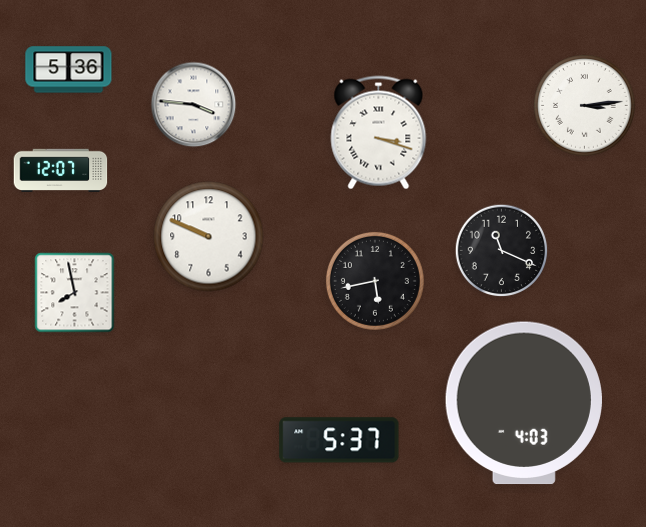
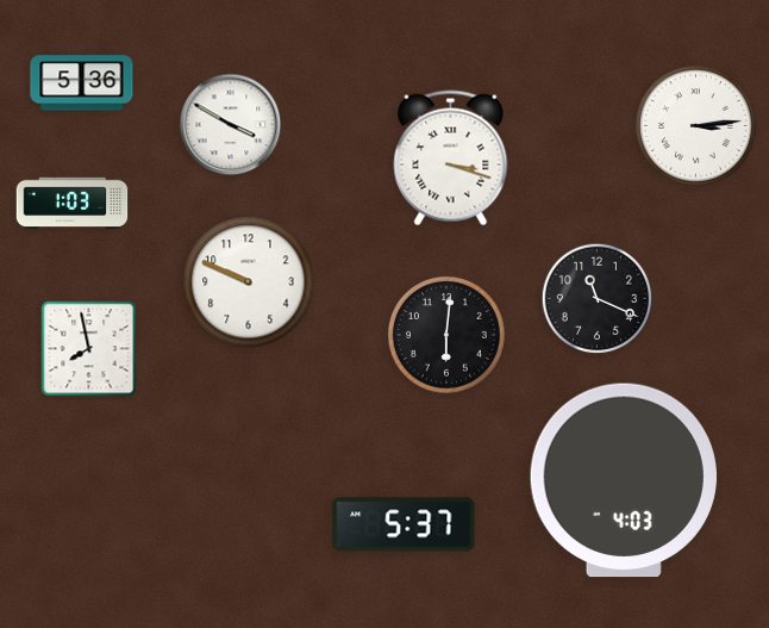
clock at (194, 105): 3:46 -> 3:50
clock at (61, 170): 12:07 -> 1:03
clock at (375, 281): 5:43 -> 6:01
